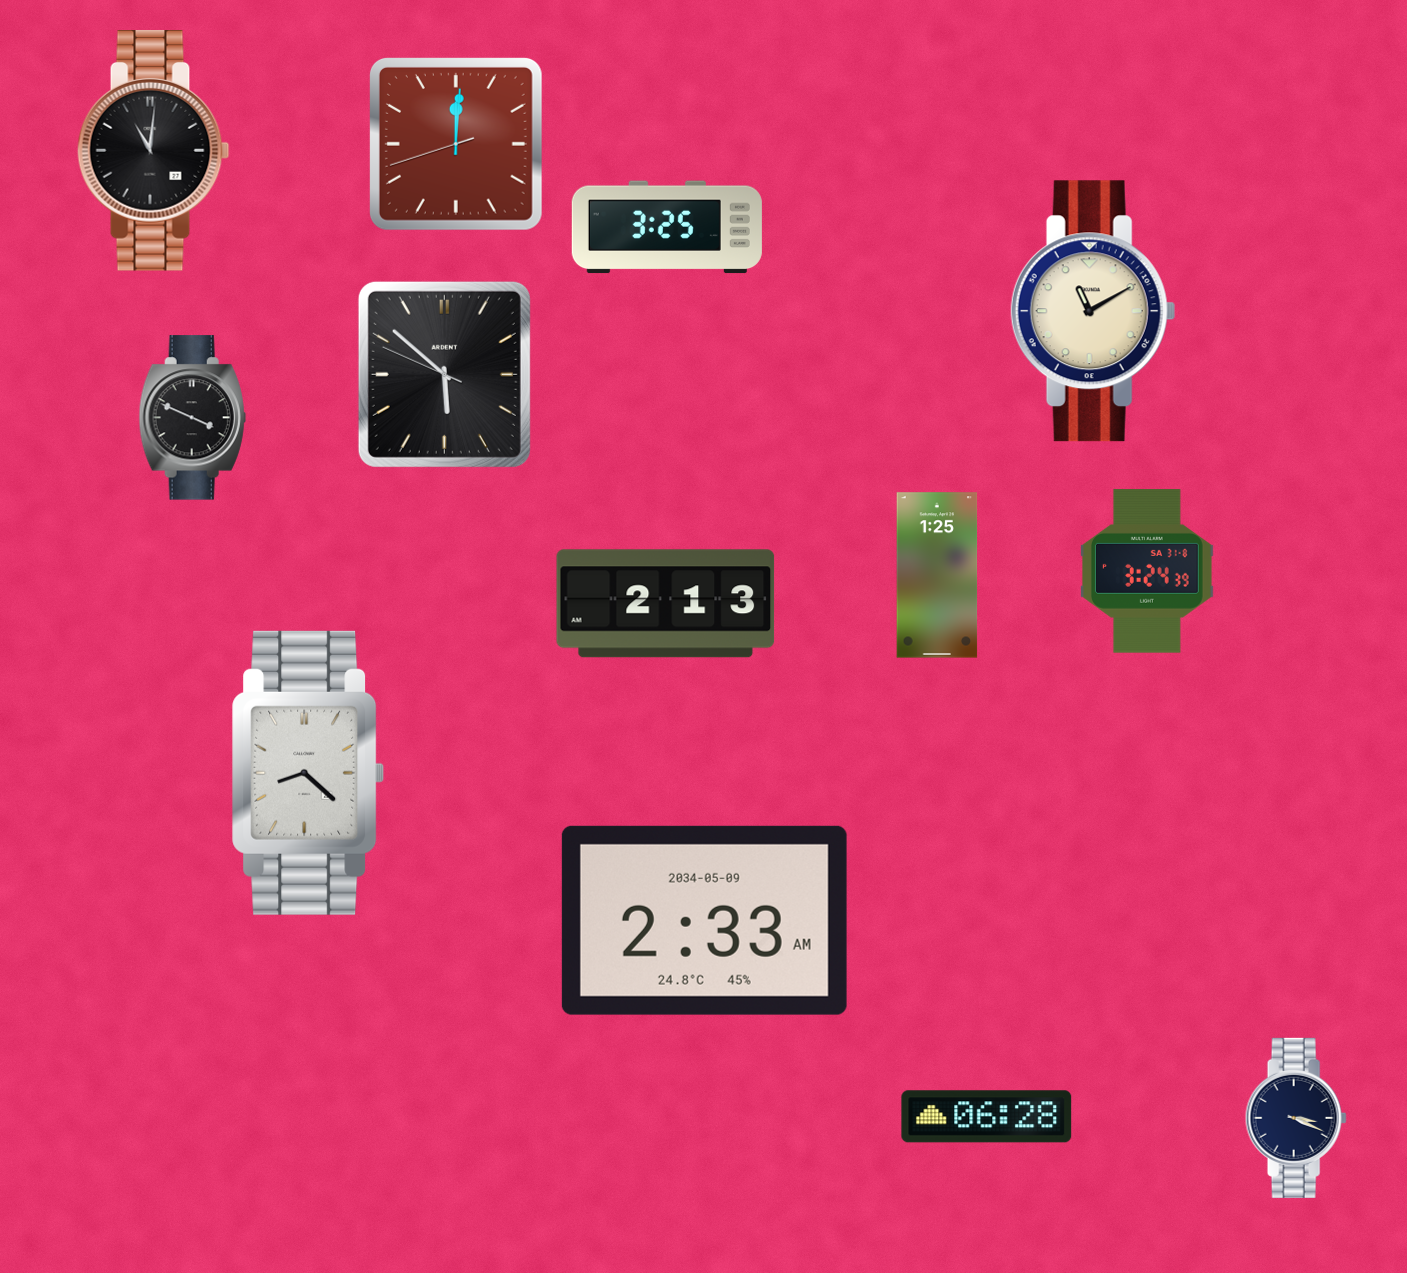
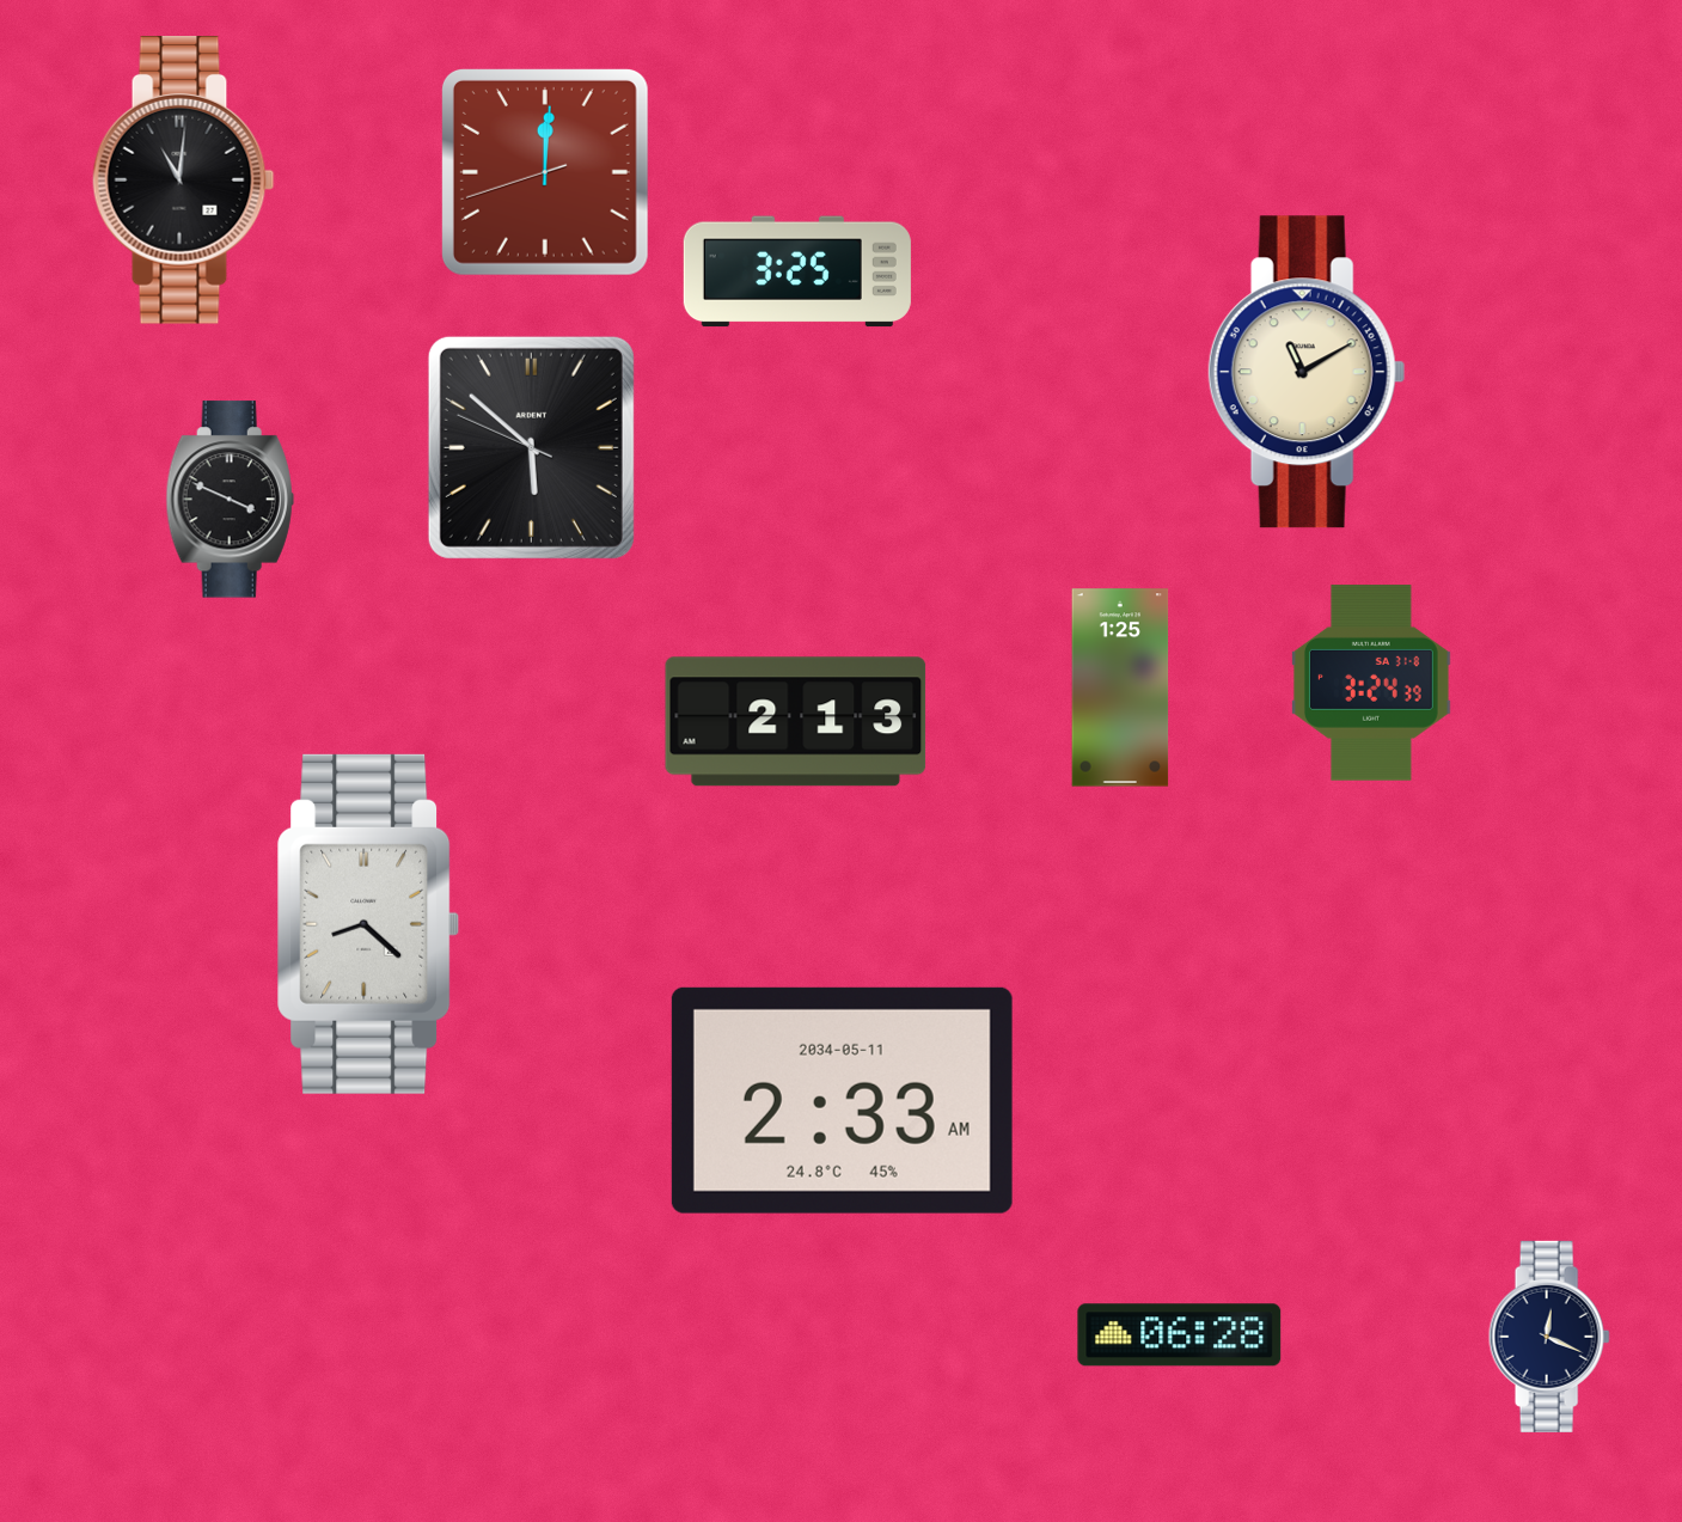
clock at (704, 920) date: 2034-05-09 -> 2034-05-11
clock at (1296, 1118): 3:19 -> 12:19
